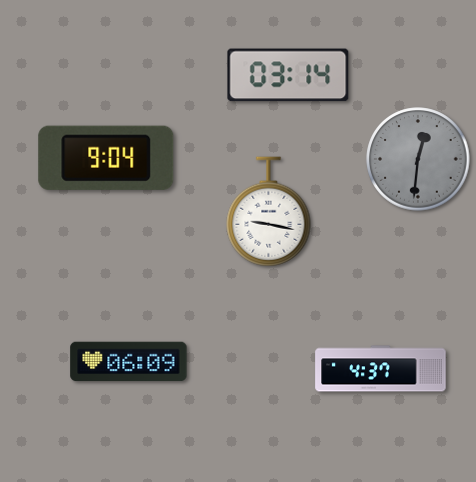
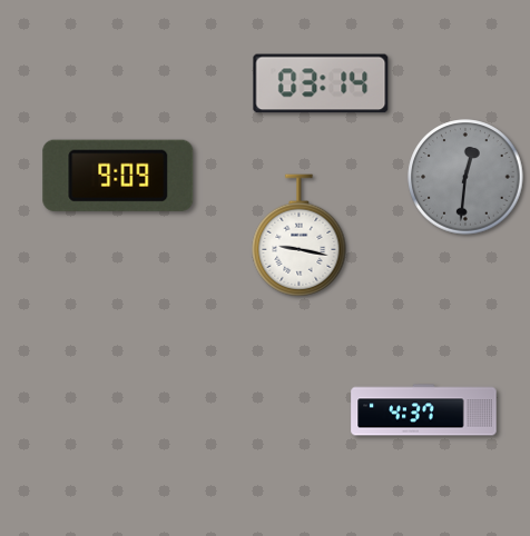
clock at (106, 158): 9:04 -> 9:09
clock at (129, 362): 06:09 -> none
